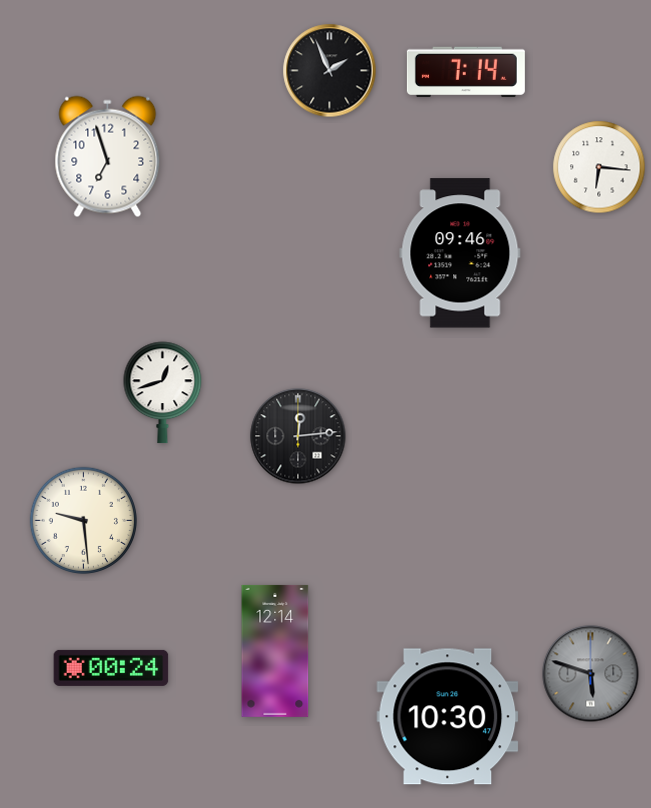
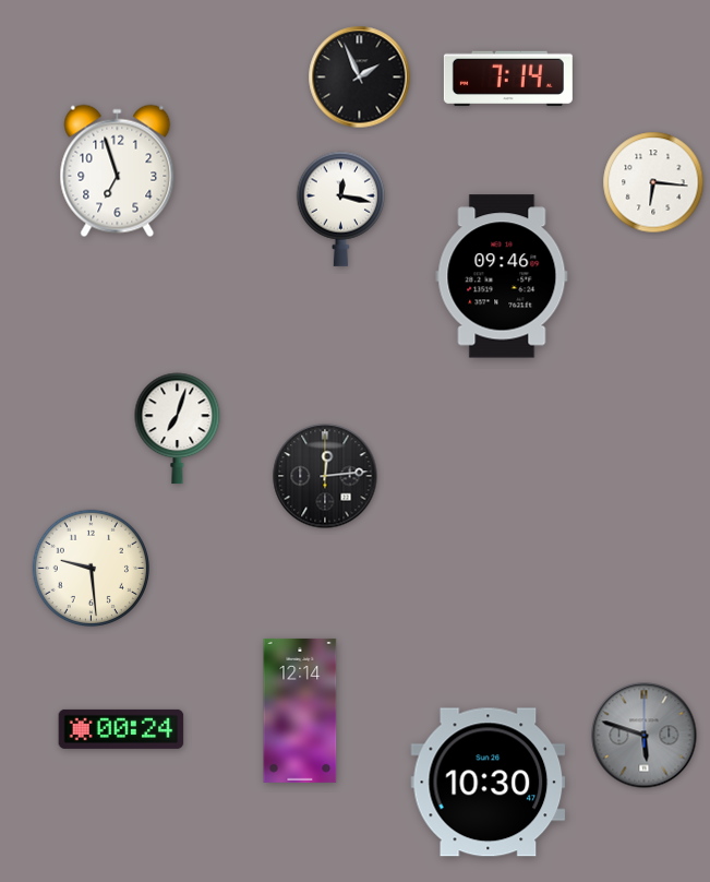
clock at (341, 208): none -> 12:17
clock at (163, 393): 12:42 -> 7:03
